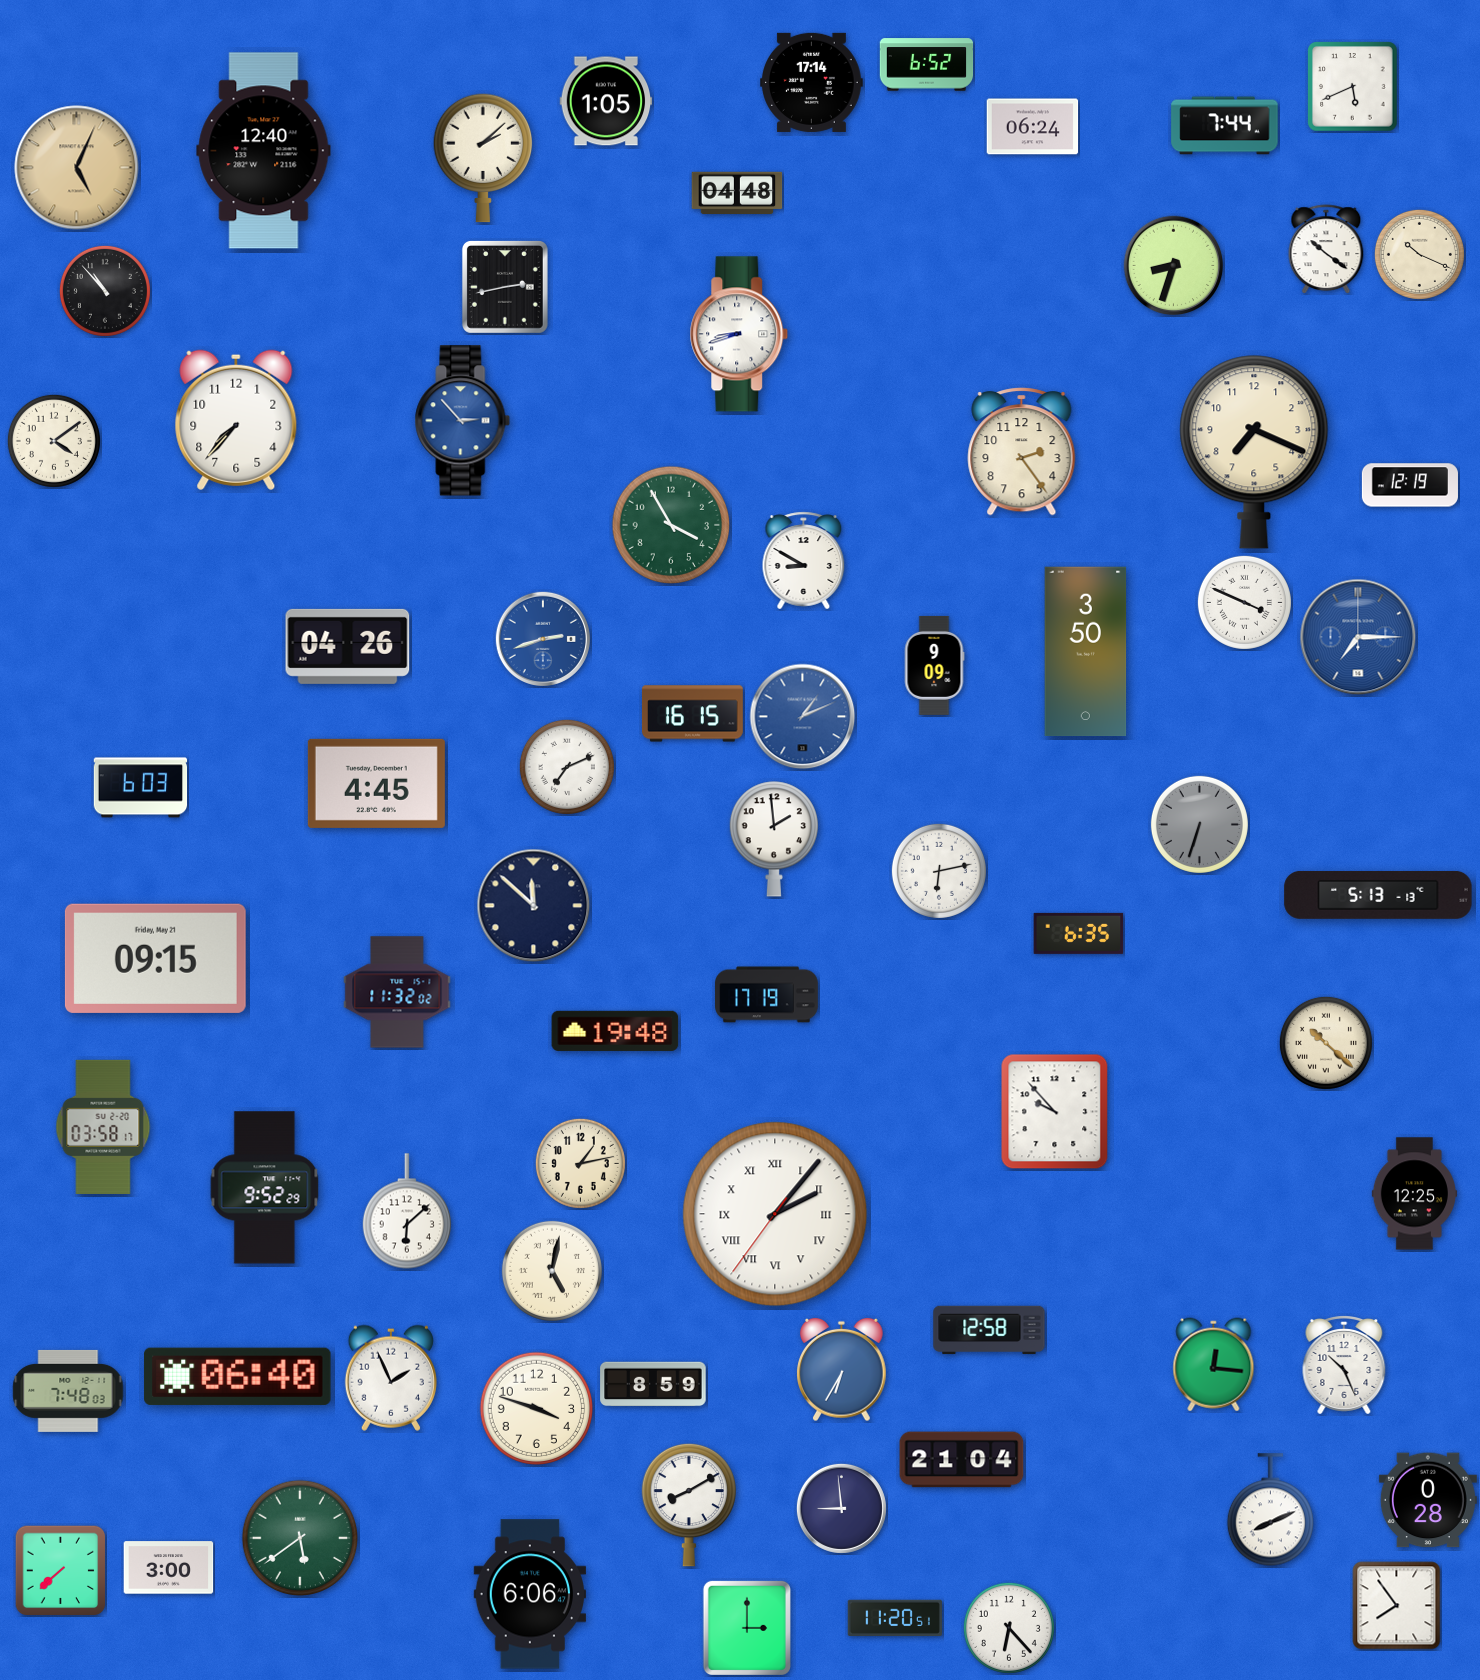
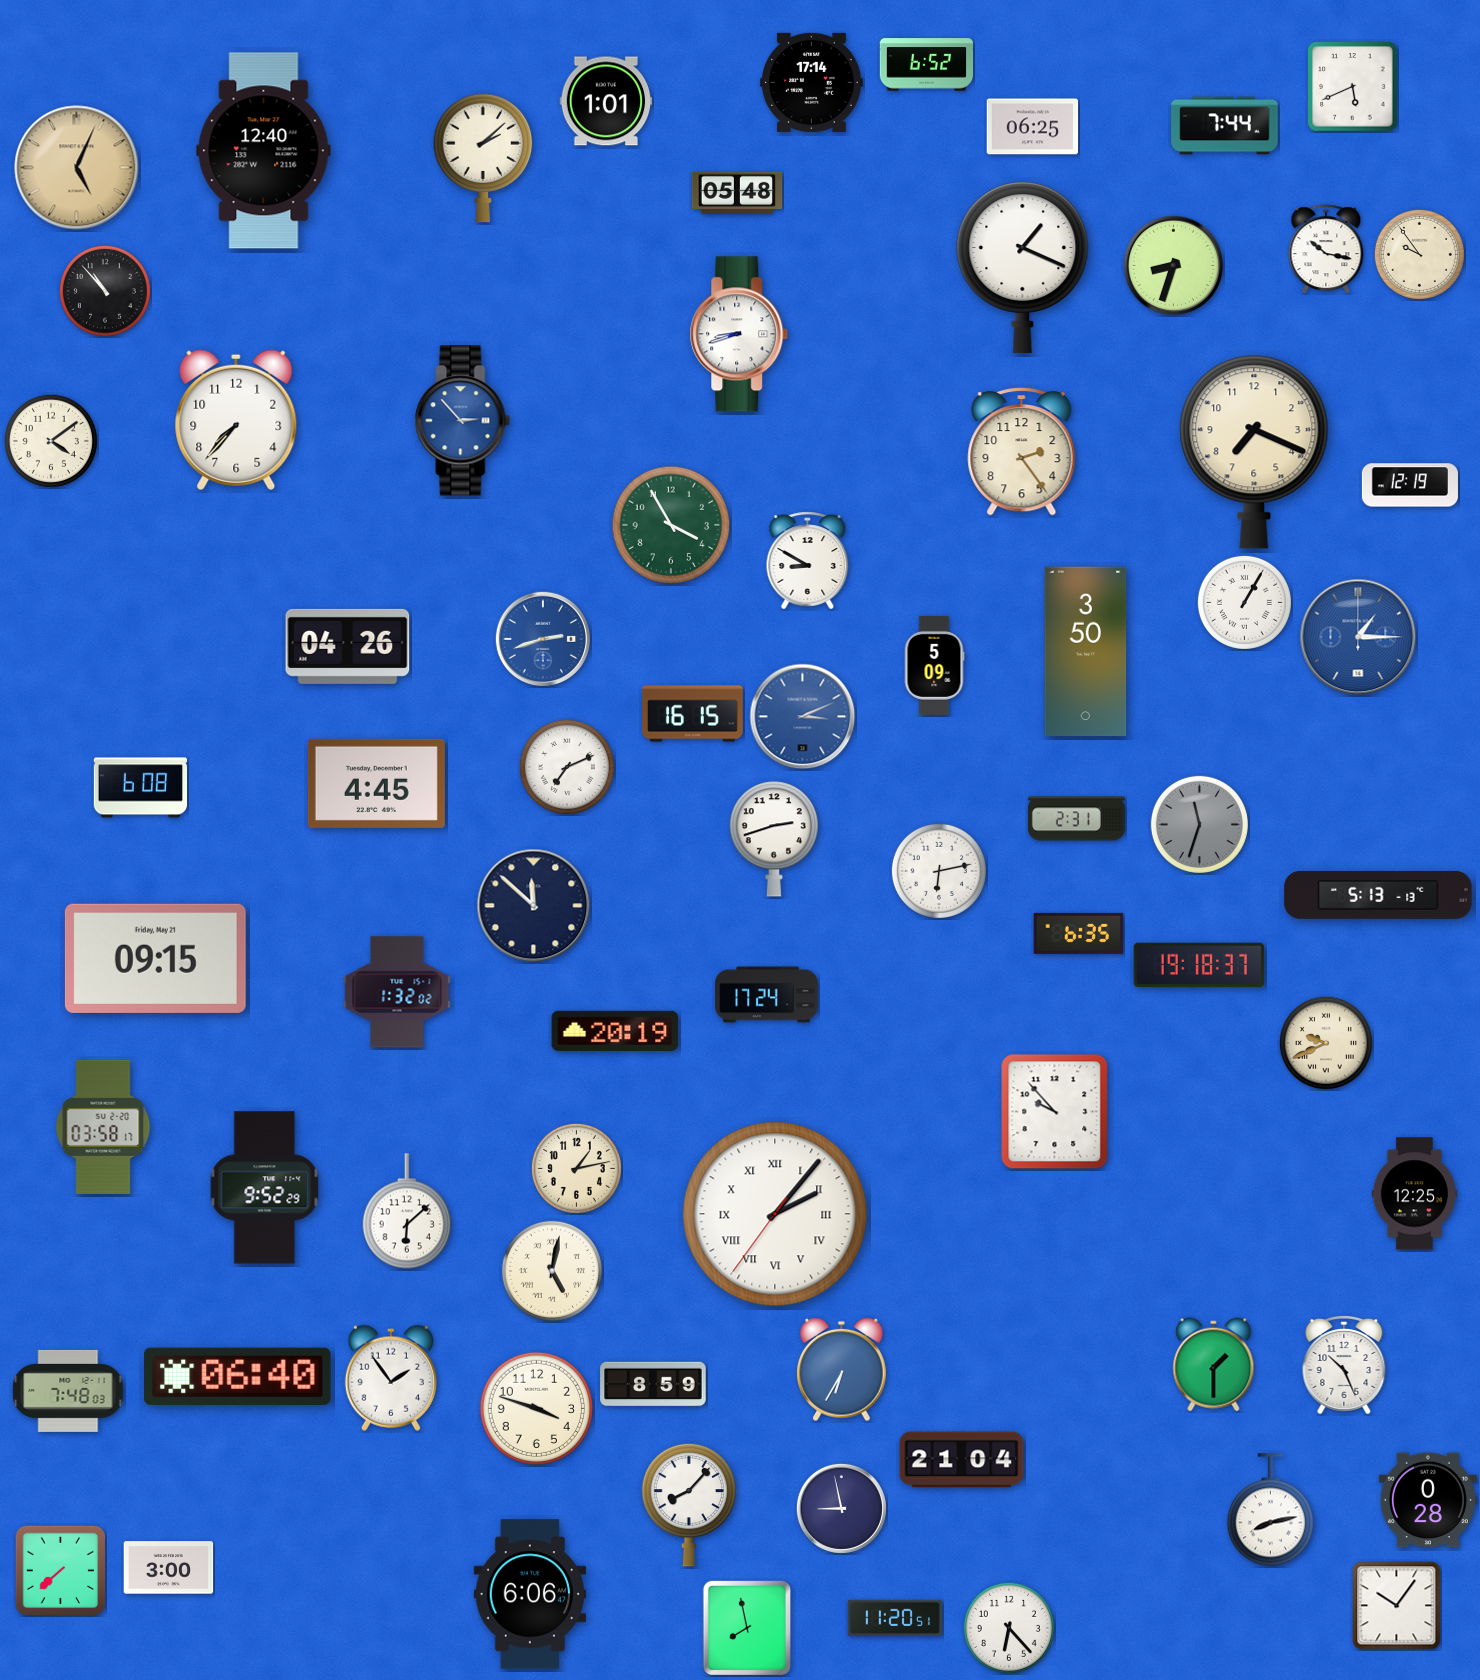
clock at (606, 101): 1:05 -> 1:01
clock at (1033, 127): 06:24 -> 06:25
clock at (737, 192): 04:48 -> 05:48
clock at (1326, 249): 10:21 -> 10:17
clock at (1419, 254): 10:19 -> 9:54
clock at (1023, 267): none -> 1:19
clock at (505, 287): 2:43 -> none
clock at (54, 441) position: (54, 441) -> (51, 441)
clock at (804, 561) position: (804, 561) -> (808, 561)
clock at (1244, 602): 3:49 -> 1:05
clock at (1358, 637): 7:15 -> 1:15
clock at (934, 665): 9:09 -> 5:09
clock at (803, 717): 1:11 -> 3:11
clock at (141, 788): 6:03 -> 6:08
clock at (1076, 819): none -> 2:31
clock at (1199, 824): 6:33 -> 11:33
clock at (773, 839): 1:59 -> 2:42
clock at (1199, 965): none -> 19:18
clock at (397, 992): 11:32 -> 1:32
clock at (767, 995): 17:19 -> 17:24
clock at (615, 1031): 19:48 -> 20:19
clock at (1326, 1043): 10:22 -> 9:41
clock at (580, 1163) position: (580, 1163) -> (576, 1168)
clock at (989, 1330): 12:58 -> none
clock at (1214, 1365): 12:16 -> 1:30
clock at (391, 1378): 1:56 -> 1:54
clock at (688, 1505): 8:10 -> 8:07
clock at (841, 1508): 8:59 -> 8:58
clock at (1270, 1510): 8:11 -> 8:13
clock at (300, 1538): 5:39 -> none
clock at (1397, 1606): 7:54 -> 10:06
clock at (747, 1628): 3:00 -> 7:58
